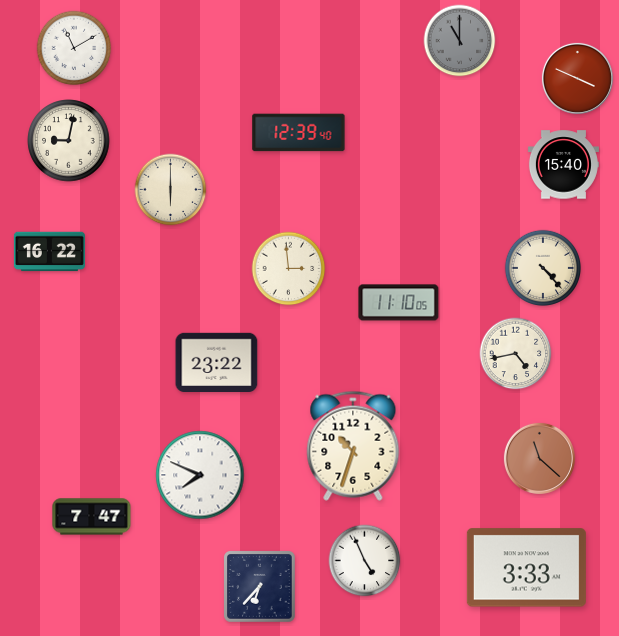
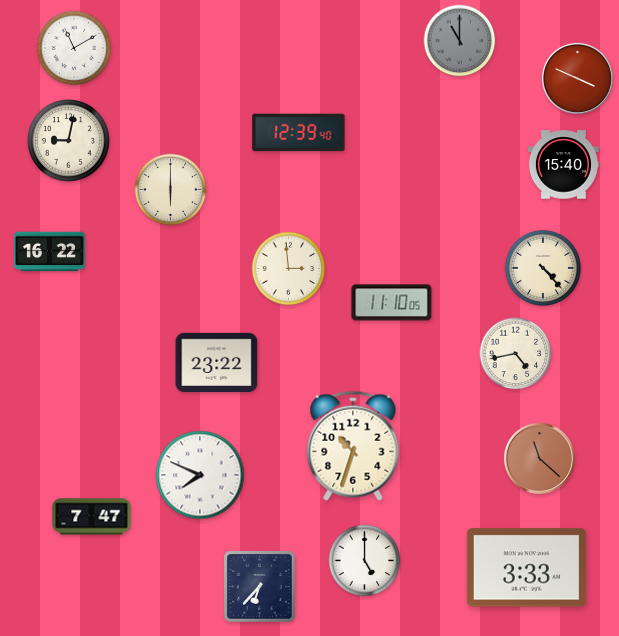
clock at (399, 303) position: (399, 303) -> (392, 303)
clock at (365, 561): 4:56 -> 5:00
